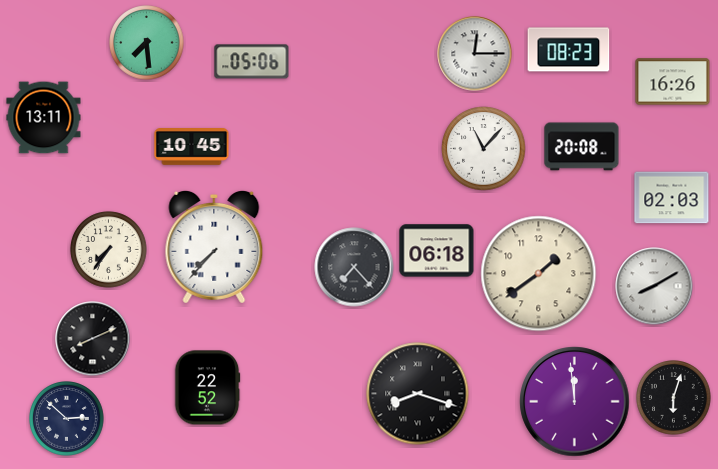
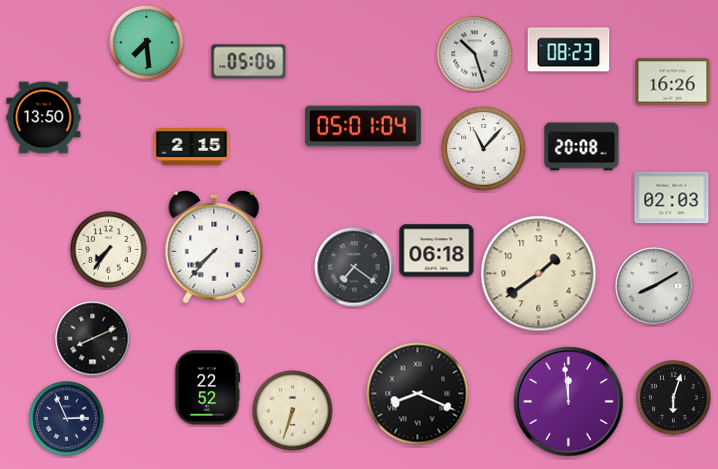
clock at (475, 54): 12:15 -> 10:27
clock at (252, 62) position: (252, 62) -> (249, 62)
clock at (44, 118): 13:11 -> 13:50
clock at (363, 126): none -> 05:01
clock at (192, 147): 10:45 -> 2:15
clock at (354, 267): 7:23 -> 7:21
clock at (418, 394): 8:18 -> 8:19
clock at (575, 402) position: (575, 402) -> (569, 402)
clock at (293, 411): none -> 6:33
clock at (67, 419): 2:52 -> 2:56
